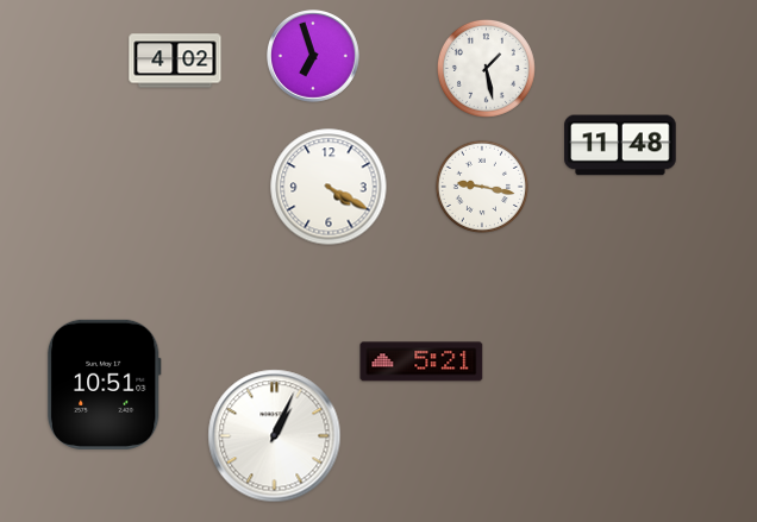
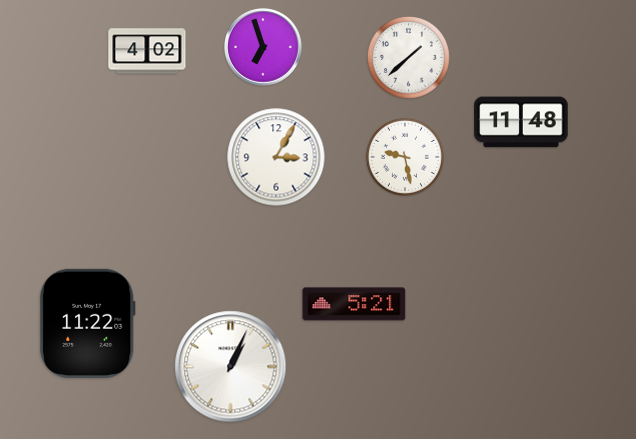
clock at (486, 68): 1:28 -> 1:38
clock at (329, 187): 4:20 -> 3:05
clock at (482, 187): 9:17 -> 9:28
clock at (104, 384): 10:51 -> 11:22
